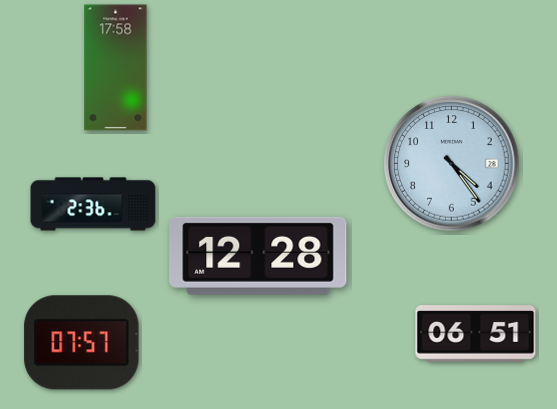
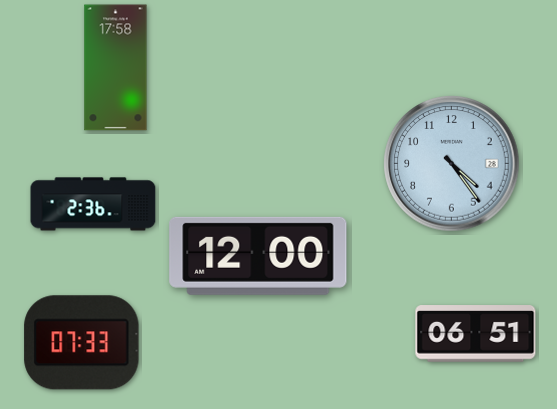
clock at (258, 256): 12:28 -> 12:00
clock at (82, 343): 07:57 -> 07:33
